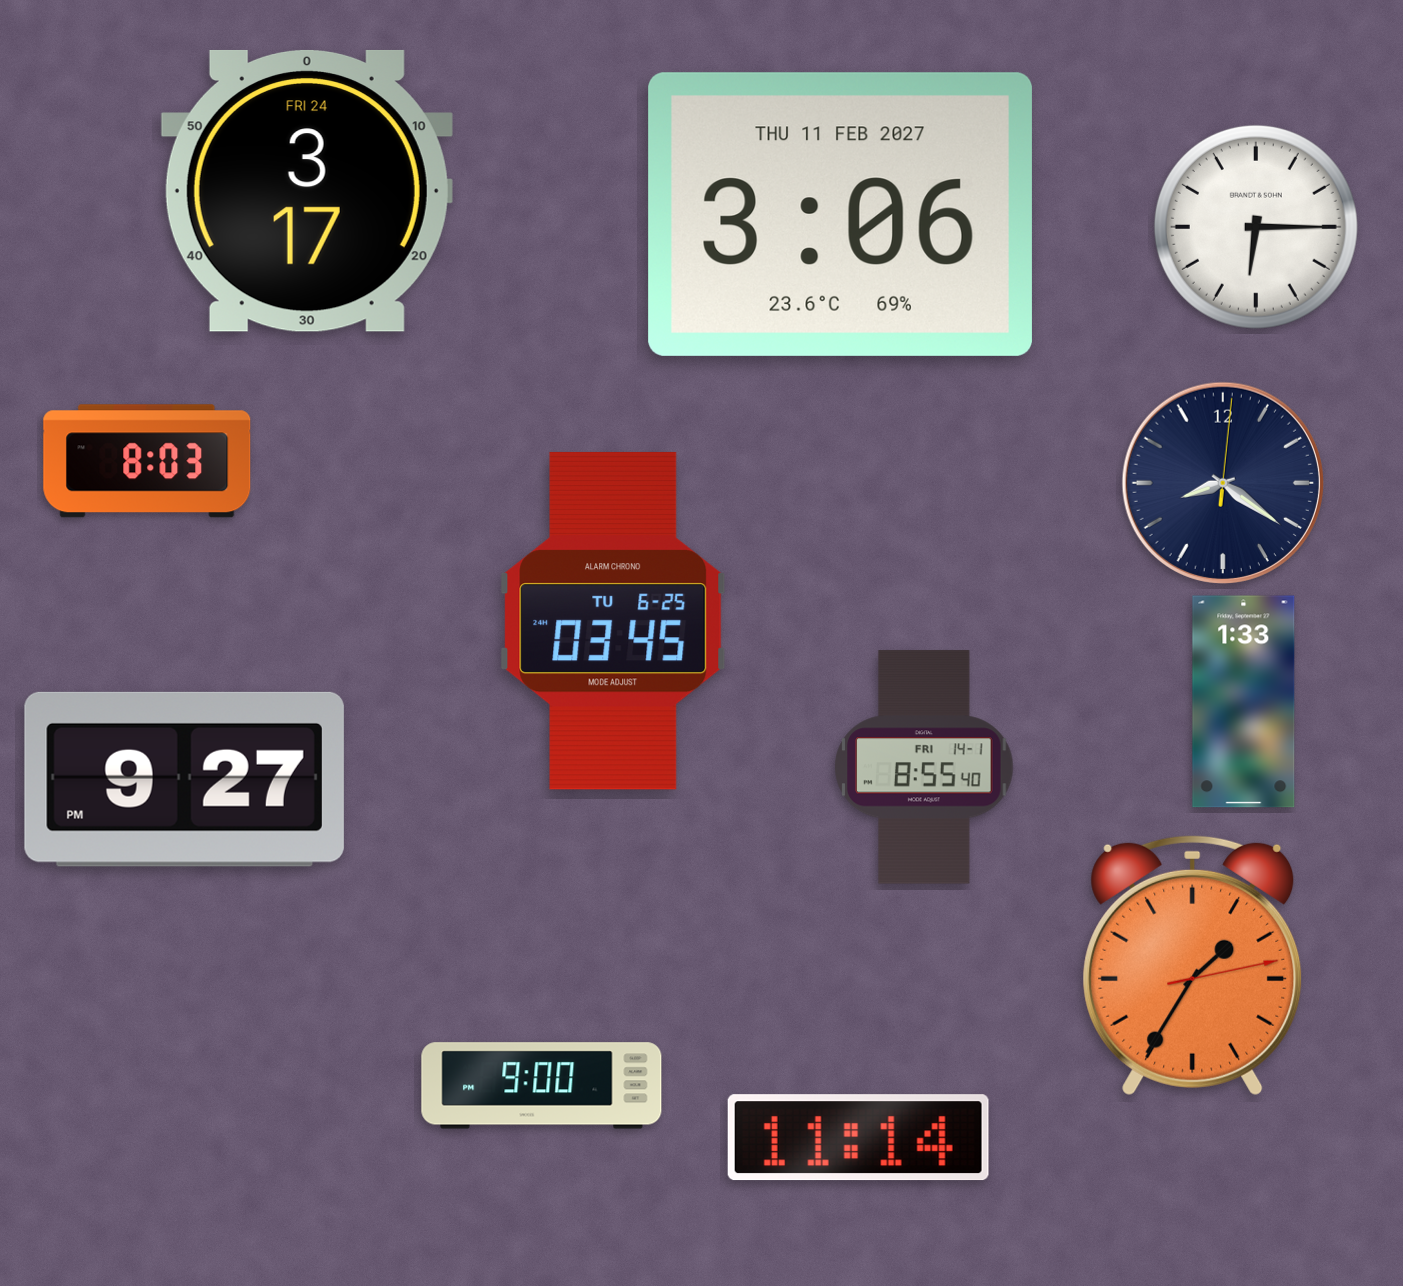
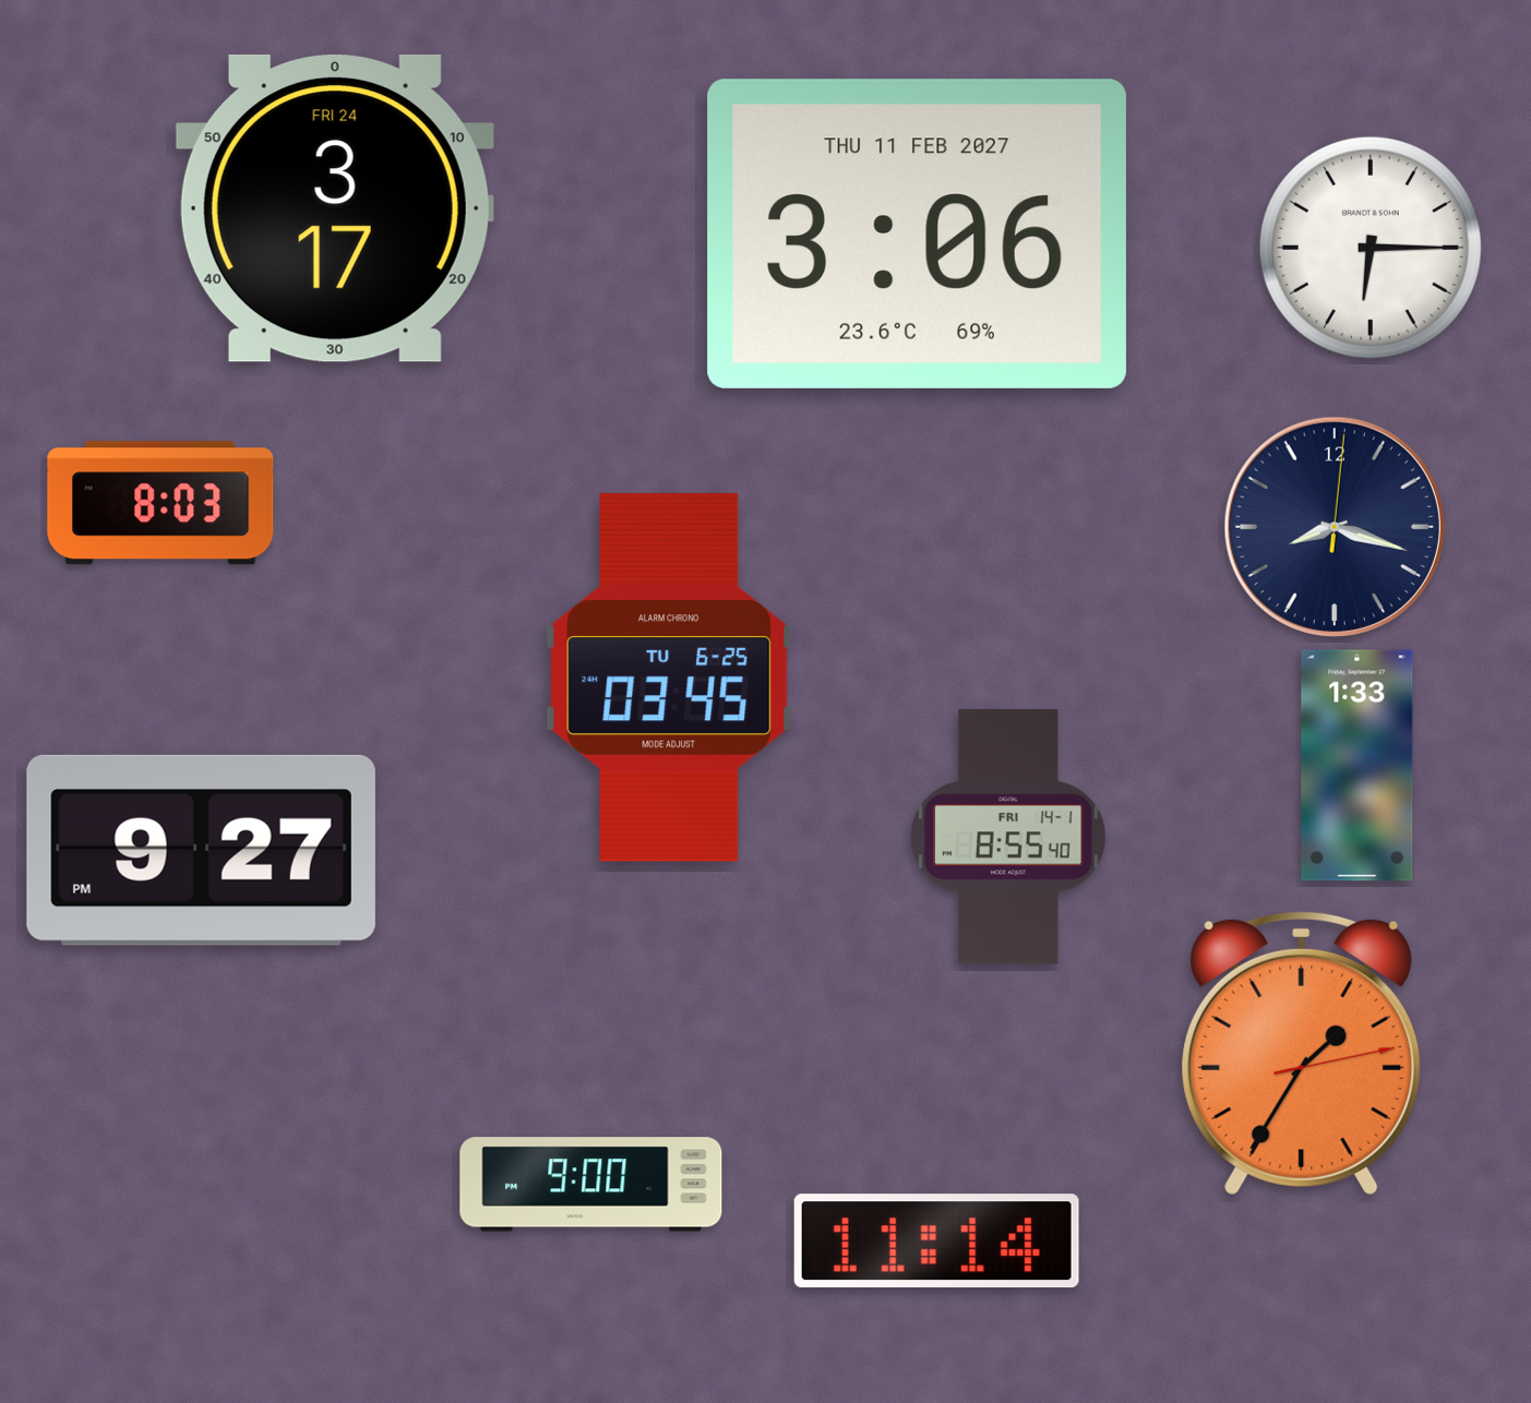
clock at (1223, 483): 8:21 -> 8:18
